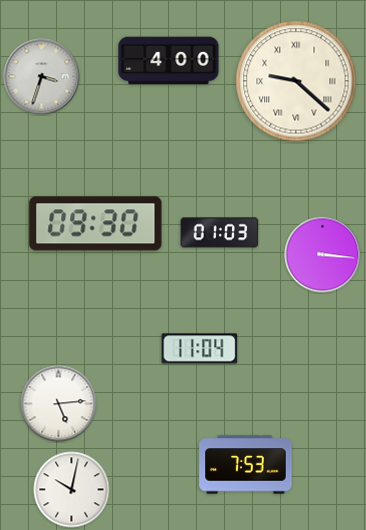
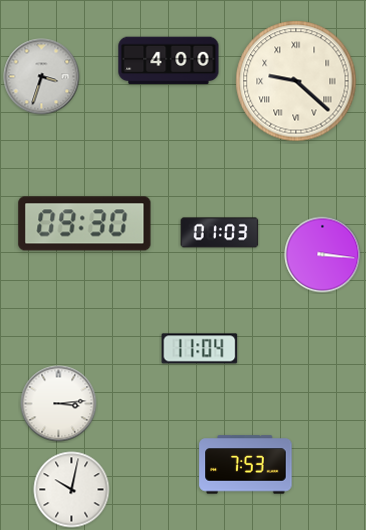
clock at (96, 224) position: (96, 224) -> (85, 224)
clock at (59, 404): 5:14 -> 3:14
